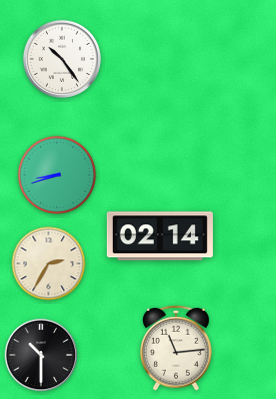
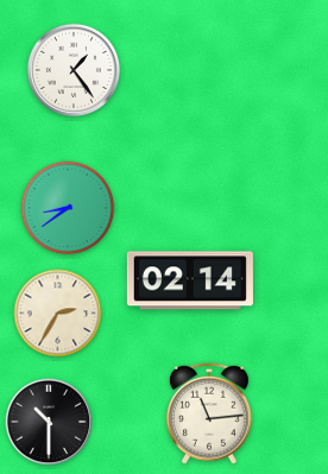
clock at (62, 59): 10:24 -> 1:24
clock at (57, 175): 8:42 -> 8:39
